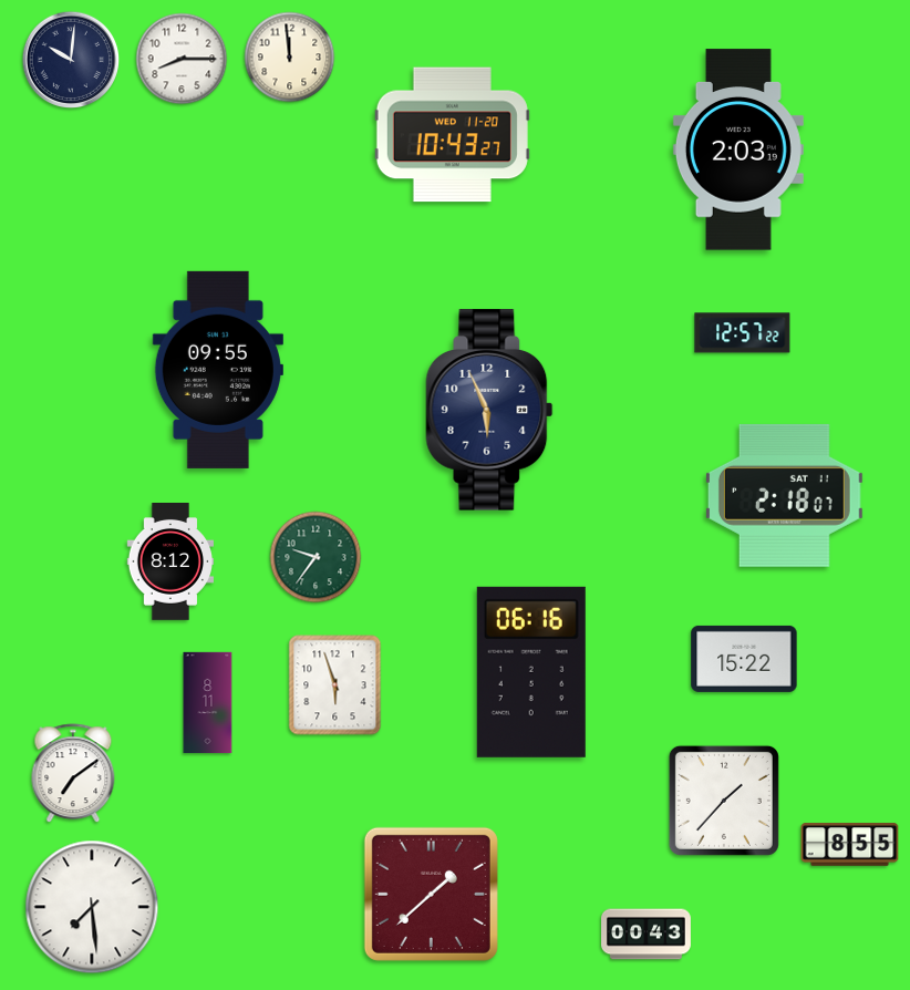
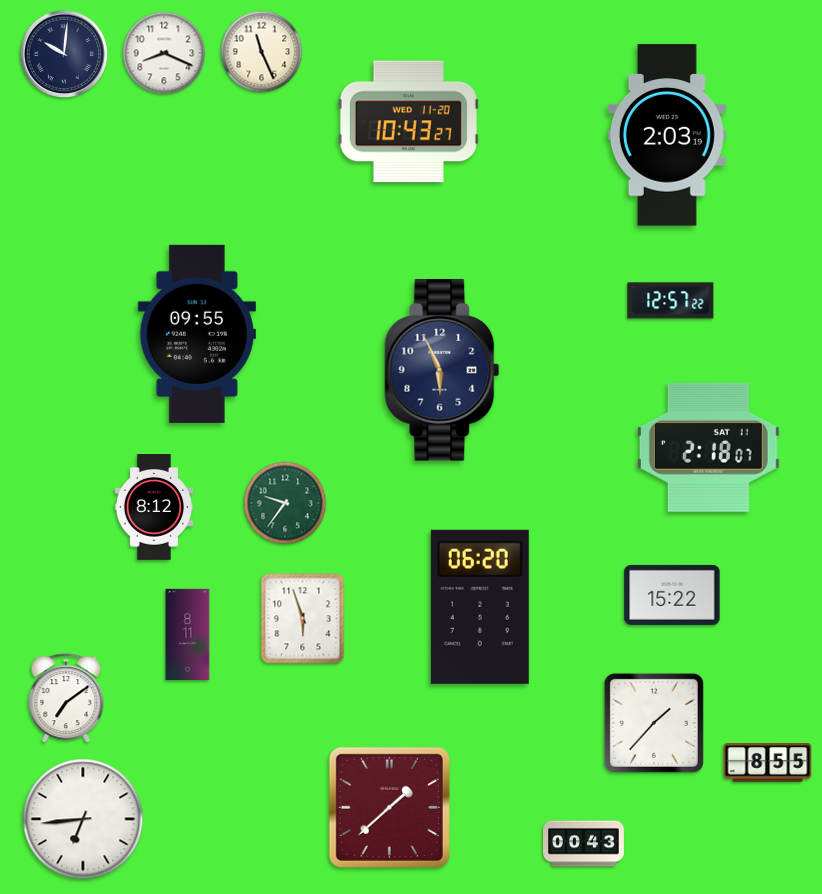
clock at (290, 58): 11:59 -> 11:26
clock at (182, 59): 8:15 -> 8:19
clock at (531, 672): 06:16 -> 06:20
clock at (92, 907): 7:29 -> 6:44
